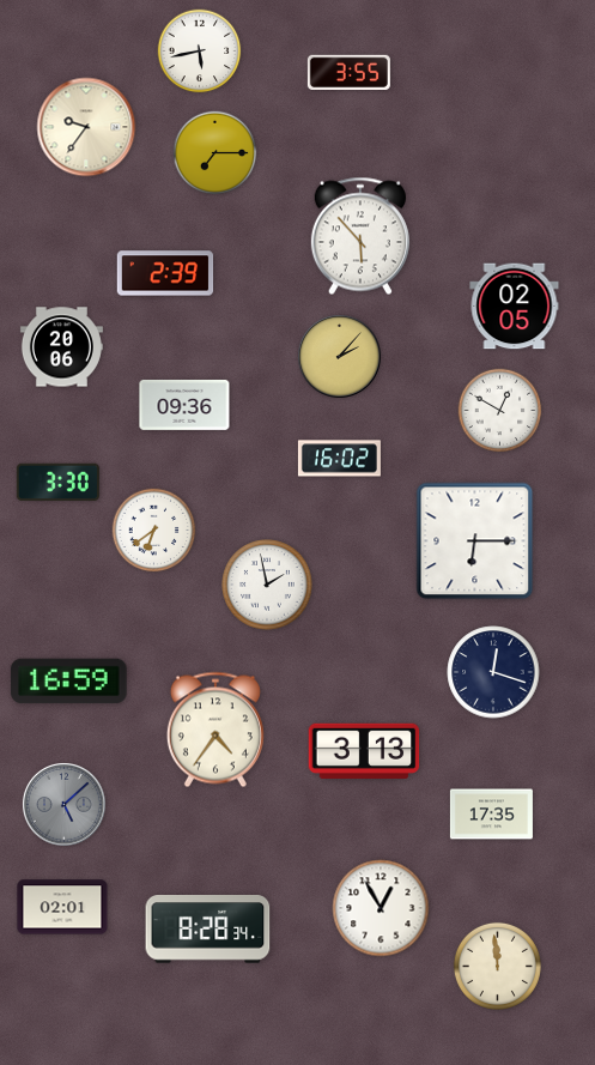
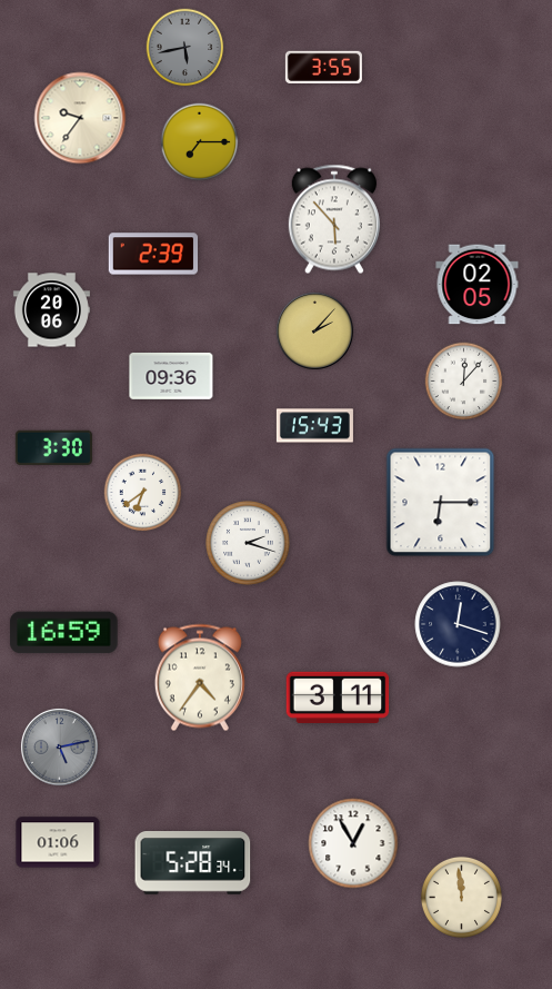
clock at (200, 52) dial: white -> grey
clock at (61, 347) position: (61, 347) -> (51, 310)
clock at (500, 411): 12:50 -> 12:07
clock at (339, 459): 16:02 -> 15:43
clock at (267, 585): 1:58 -> 2:18
clock at (364, 751): 3:13 -> 3:11
clock at (63, 804): 5:08 -> 5:13
clock at (491, 815): 17:35 -> none
clock at (62, 907): 02:01 -> 01:06
clock at (208, 930): 8:28 -> 5:28
